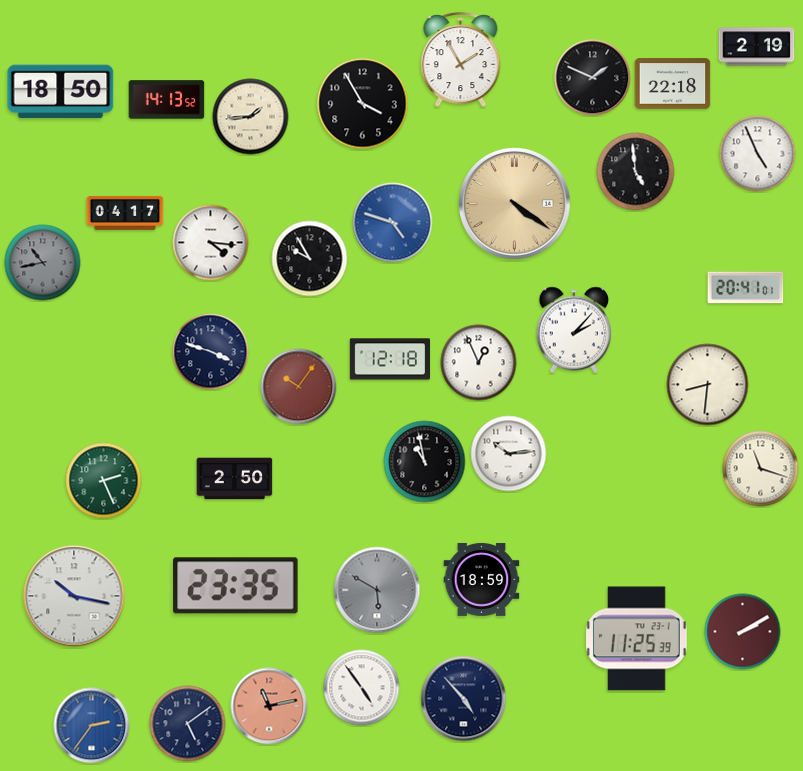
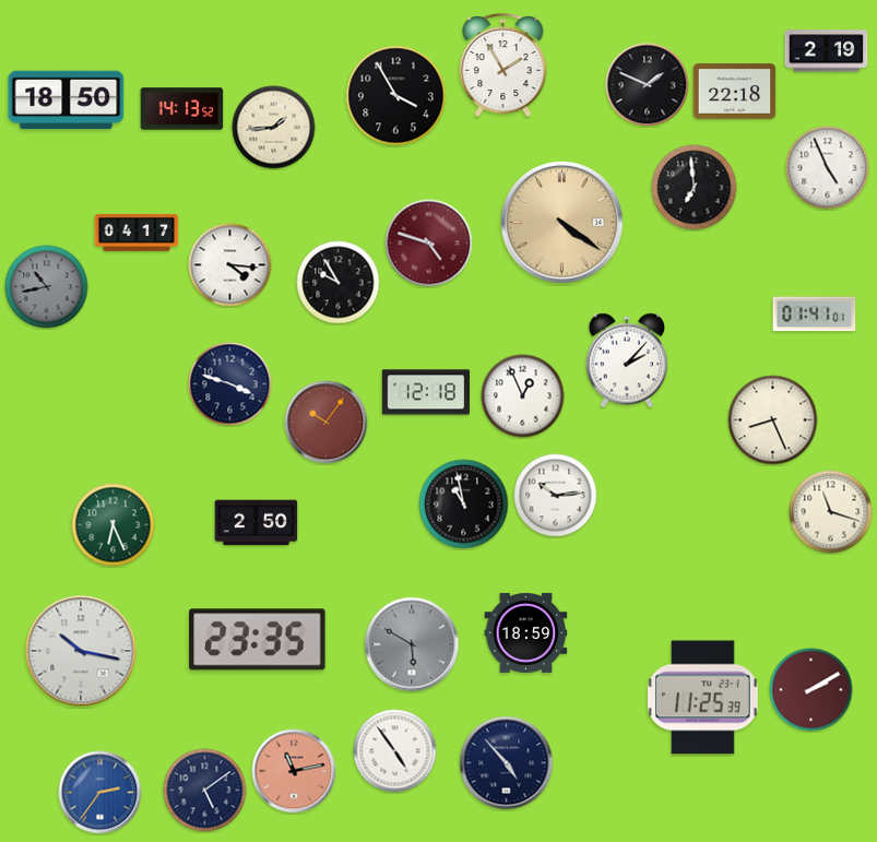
clock at (363, 104) position: (363, 104) -> (396, 96)
clock at (636, 172): 4:59 -> 6:59
clock at (393, 223) dial: blue -> burgundy
clock at (746, 288): 20:41 -> 01:41
clock at (708, 385): 8:31 -> 8:26
clock at (104, 481): 2:26 -> 6:26
clock at (636, 639) position: (636, 639) -> (702, 698)
